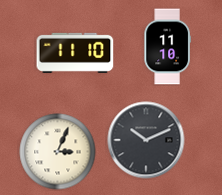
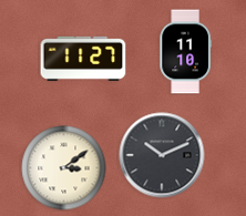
clock at (75, 53): 11:10 -> 11:27
clock at (58, 152): 3:04 -> 3:09
